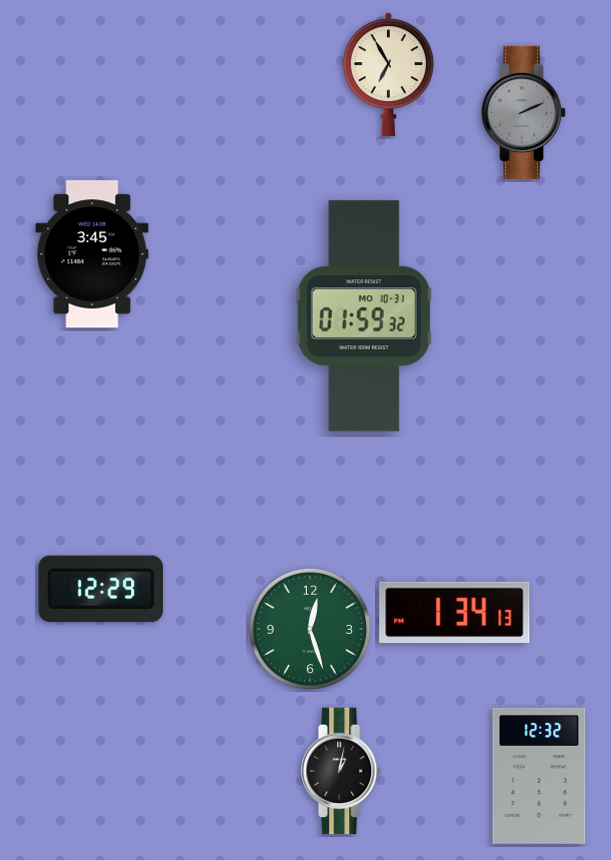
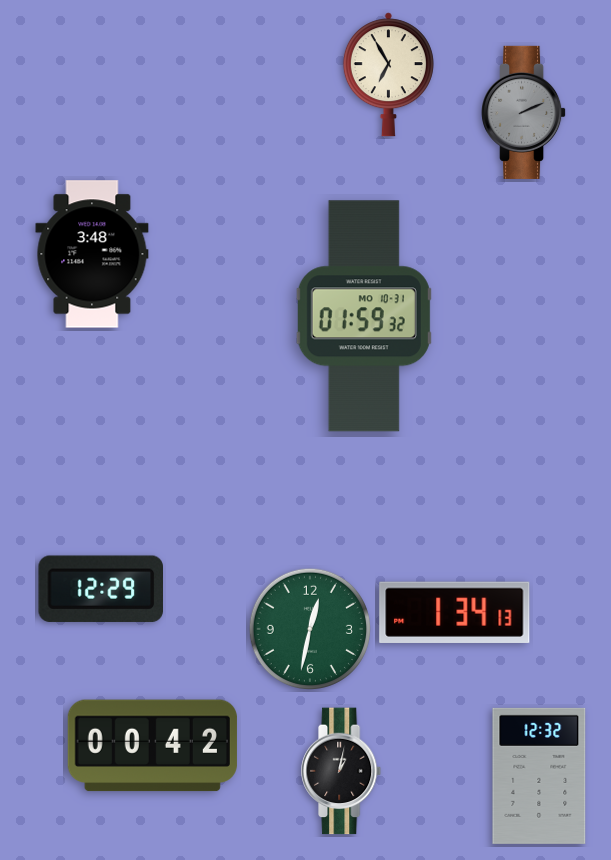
clock at (92, 254): 3:45 -> 3:48
clock at (309, 628): 12:27 -> 12:32
clock at (152, 746): none -> 00:42
